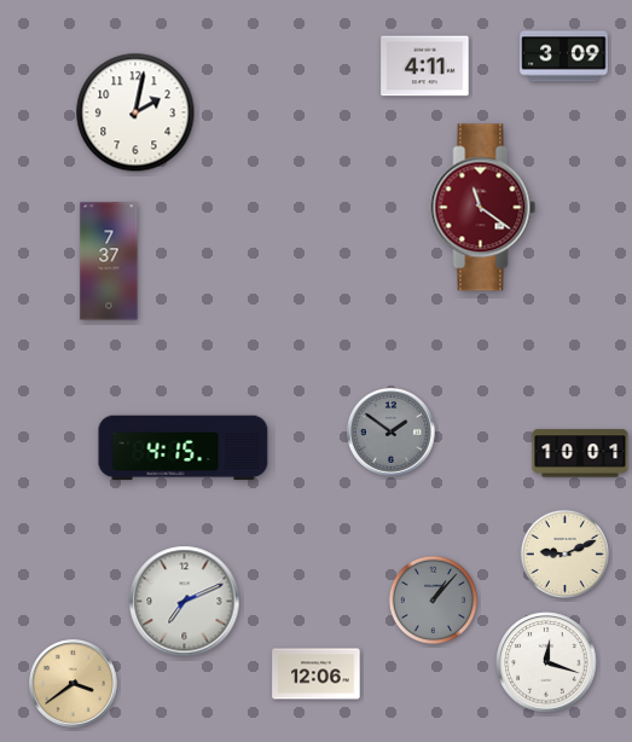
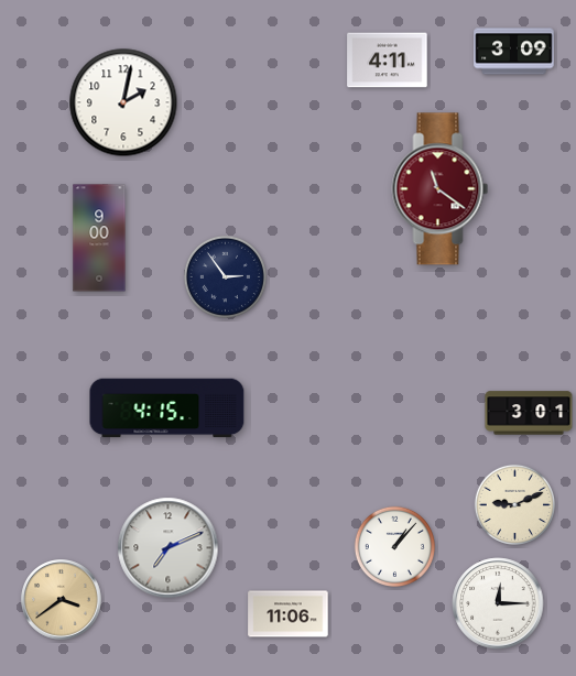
clock at (109, 261): 7:37 -> 9:00
clock at (225, 276): none -> 2:54
clock at (392, 433): 1:51 -> none
clock at (580, 453): 10:01 -> 3:01
clock at (433, 599) dial: grey -> white
clock at (546, 662): 12:18 -> 12:15
clock at (317, 674): 12:06 -> 11:06
clock at (74, 684) position: (74, 684) -> (62, 600)
